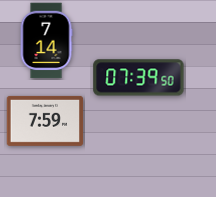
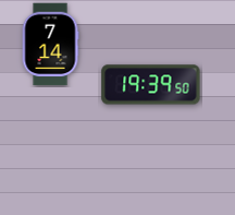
clock at (139, 78): 07:39 -> 19:39
clock at (45, 121): 7:59 -> none
